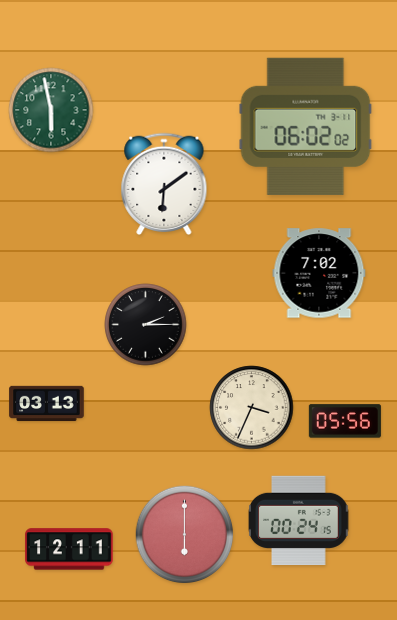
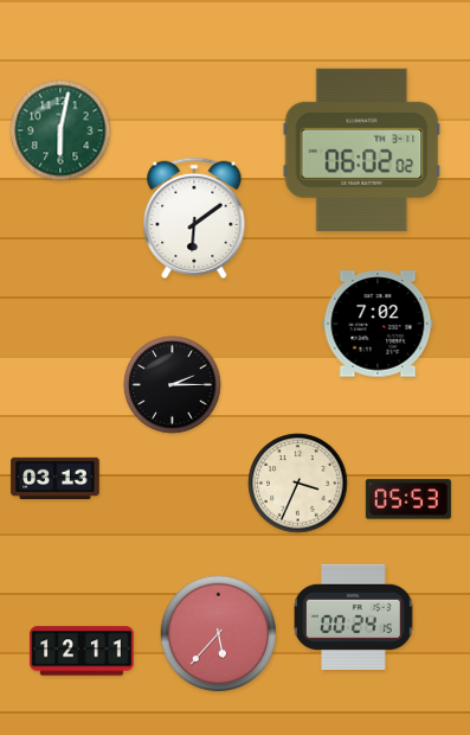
clock at (51, 110): 5:58 -> 6:02
clock at (345, 421): 05:56 -> 05:53
clock at (185, 535): 6:00 -> 5:37
